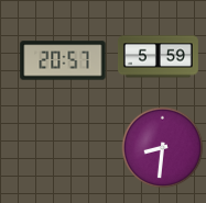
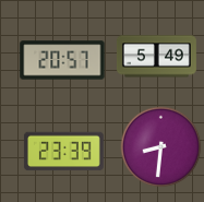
clock at (158, 57): 5:59 -> 5:49
clock at (63, 152): none -> 23:39
